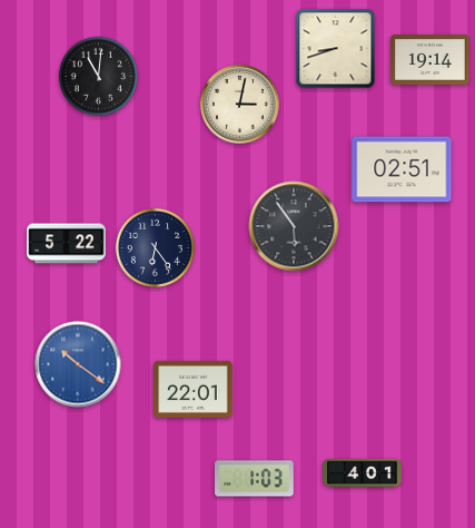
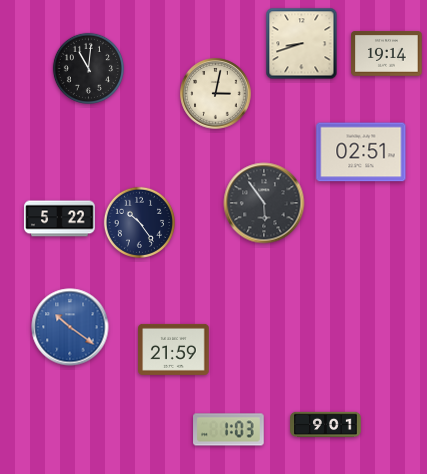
clock at (155, 247): 6:24 -> 10:24
clock at (194, 389): 22:01 -> 21:59
clock at (363, 473): 4:01 -> 9:01
